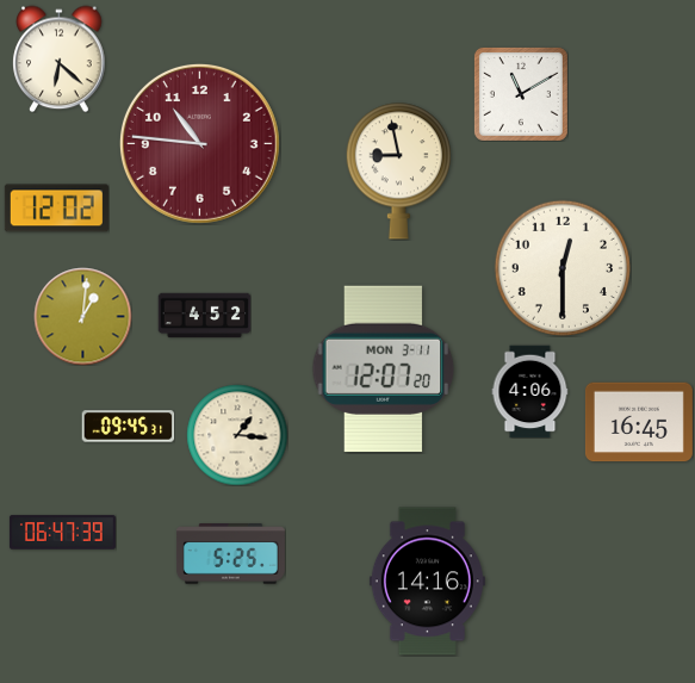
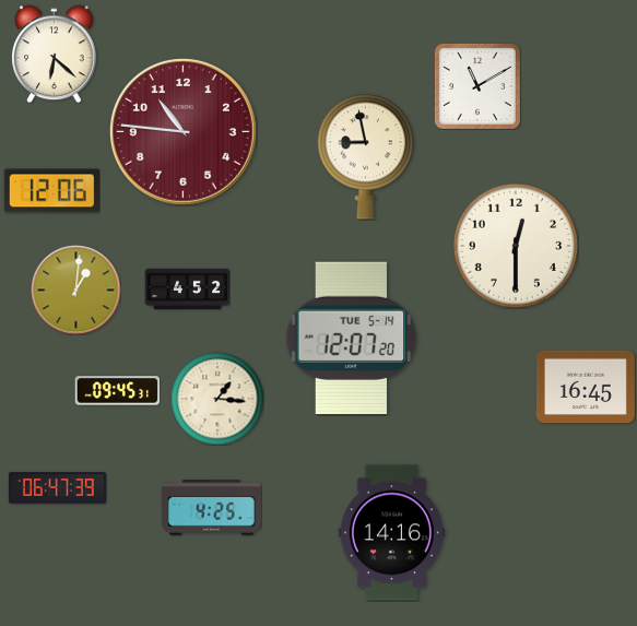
clock at (56, 209): 12:02 -> 12:06
clock at (384, 368) date: MON 3-11 -> TUE 5-14
clock at (530, 391): 4:06 -> none
clock at (230, 554): 5:25 -> 4:25
